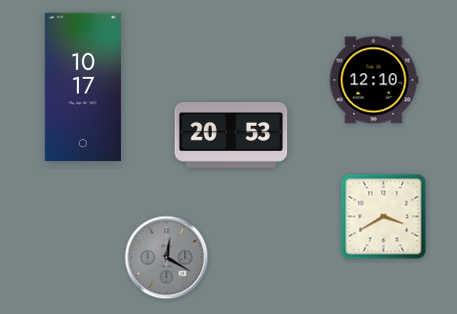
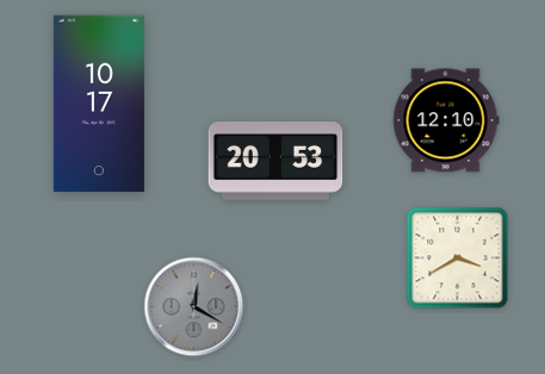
clock at (374, 80) position: (374, 80) -> (446, 120)
clock at (167, 258) position: (167, 258) -> (194, 307)
